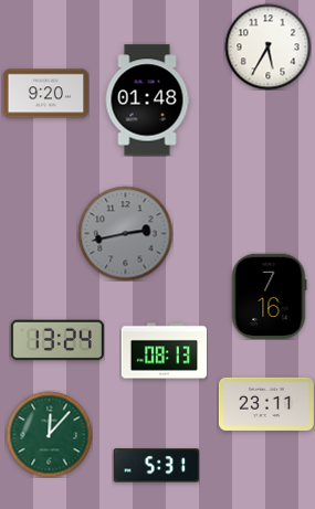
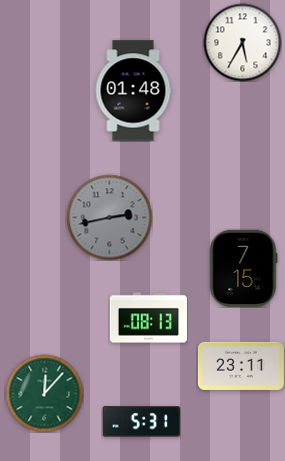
clock at (45, 94): 9:20 -> none
clock at (125, 233) position: (125, 233) -> (109, 217)
clock at (269, 296): 7:16 -> 7:15
clock at (57, 340): 13:24 -> none
